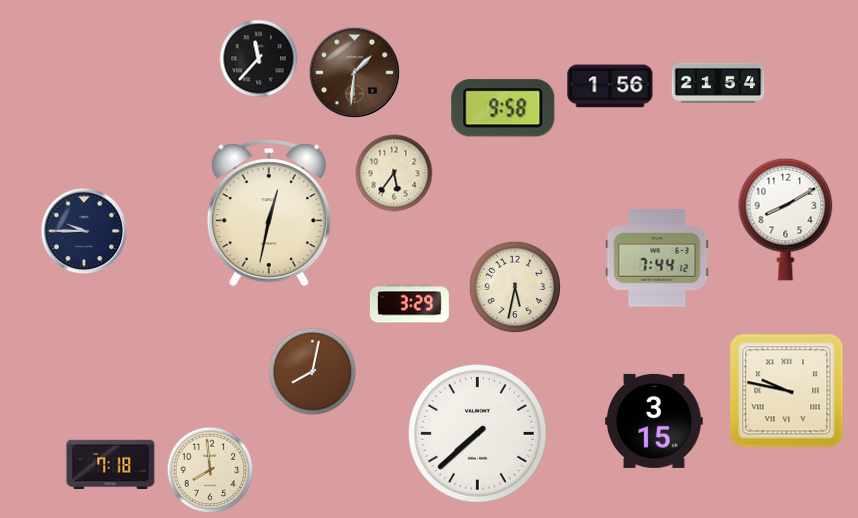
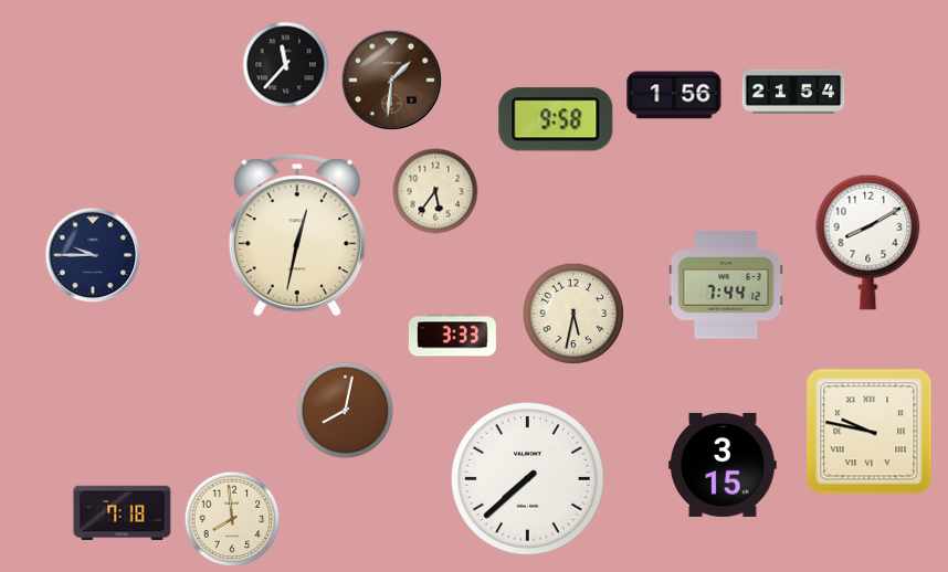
clock at (514, 286) position: (514, 286) -> (572, 313)
clock at (409, 304): 3:29 -> 3:33
